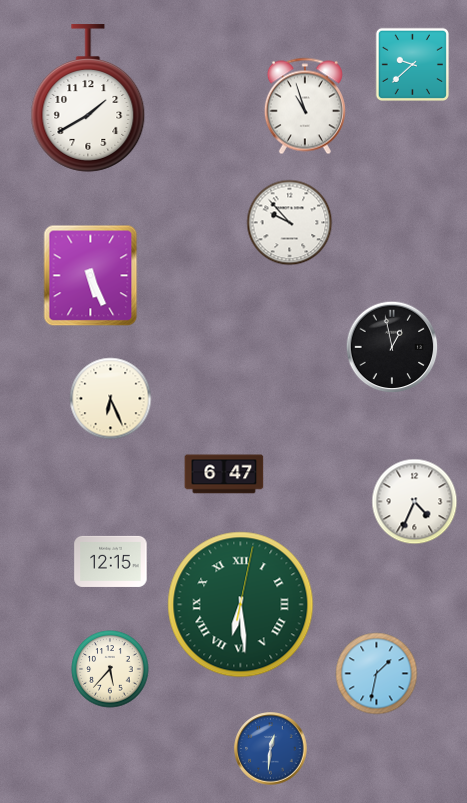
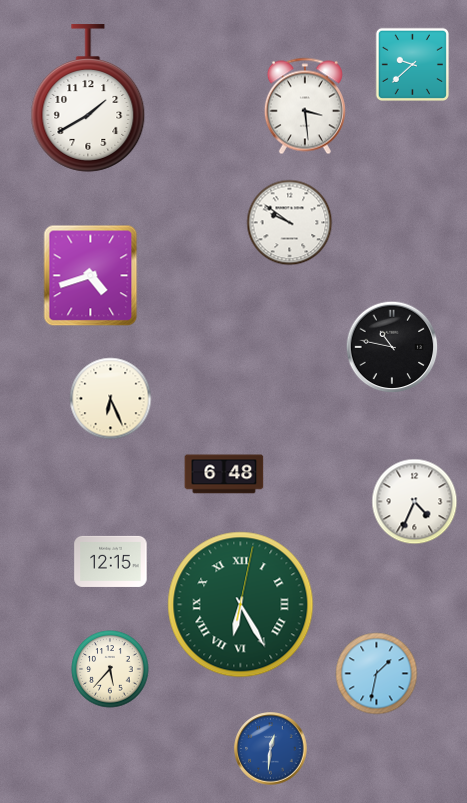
clock at (305, 106): 10:57 -> 3:29
clock at (290, 223): 9:53 -> 9:51
clock at (91, 276): 5:26 -> 4:42
clock at (392, 347): 12:58 -> 10:47
clock at (224, 474): 6:47 -> 6:48
clock at (241, 605): 6:29 -> 6:25
